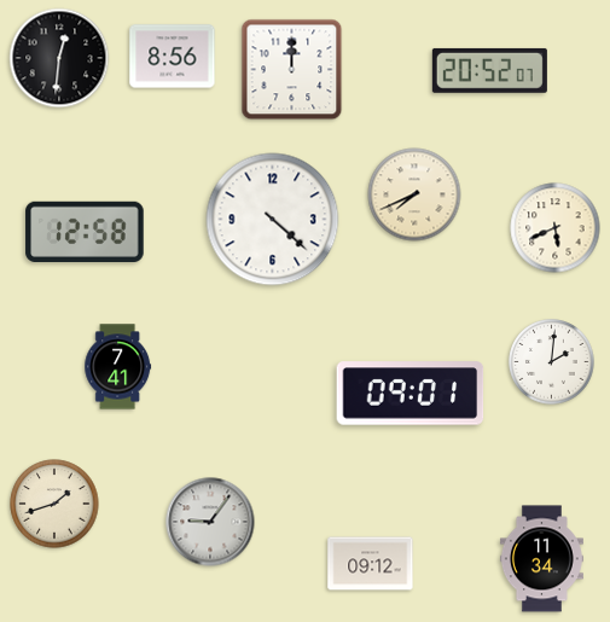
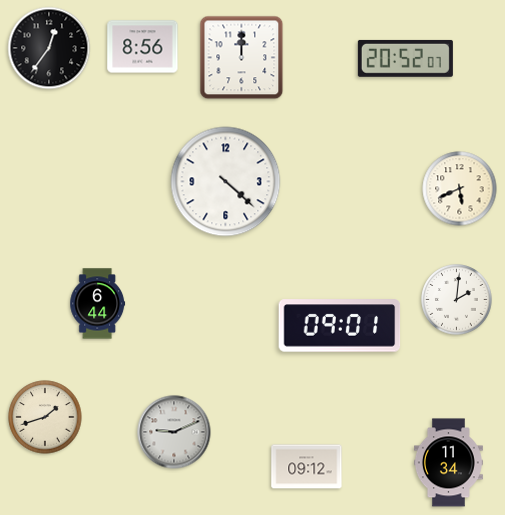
clock at (59, 58): 12:31 -> 12:36
clock at (414, 194): 7:41 -> none
clock at (85, 231): 12:58 -> none
clock at (118, 367): 7:41 -> 6:44
clock at (210, 522): 9:06 -> 9:11
